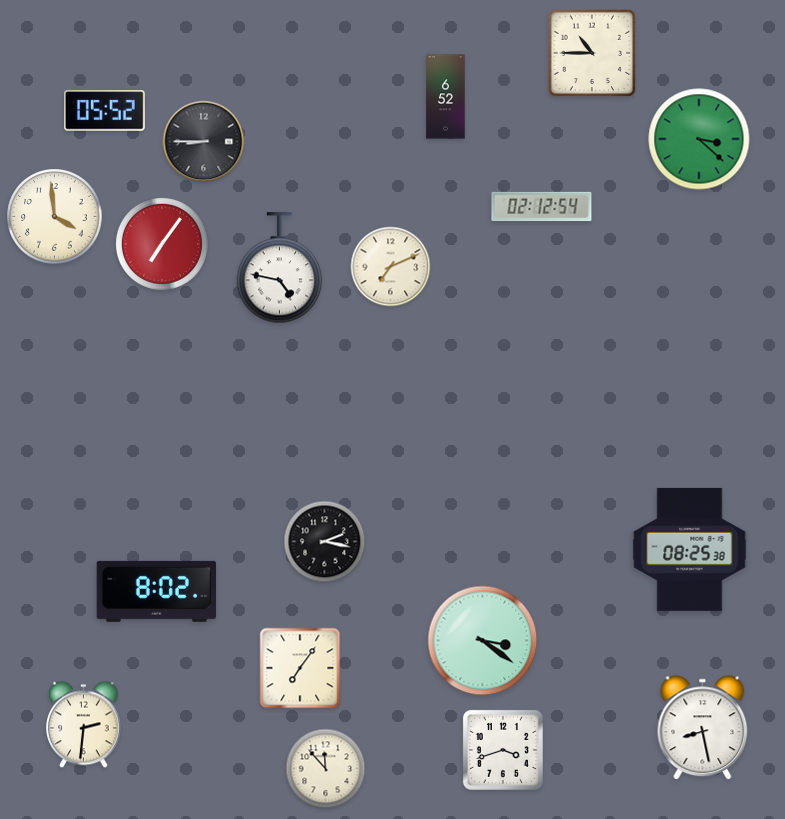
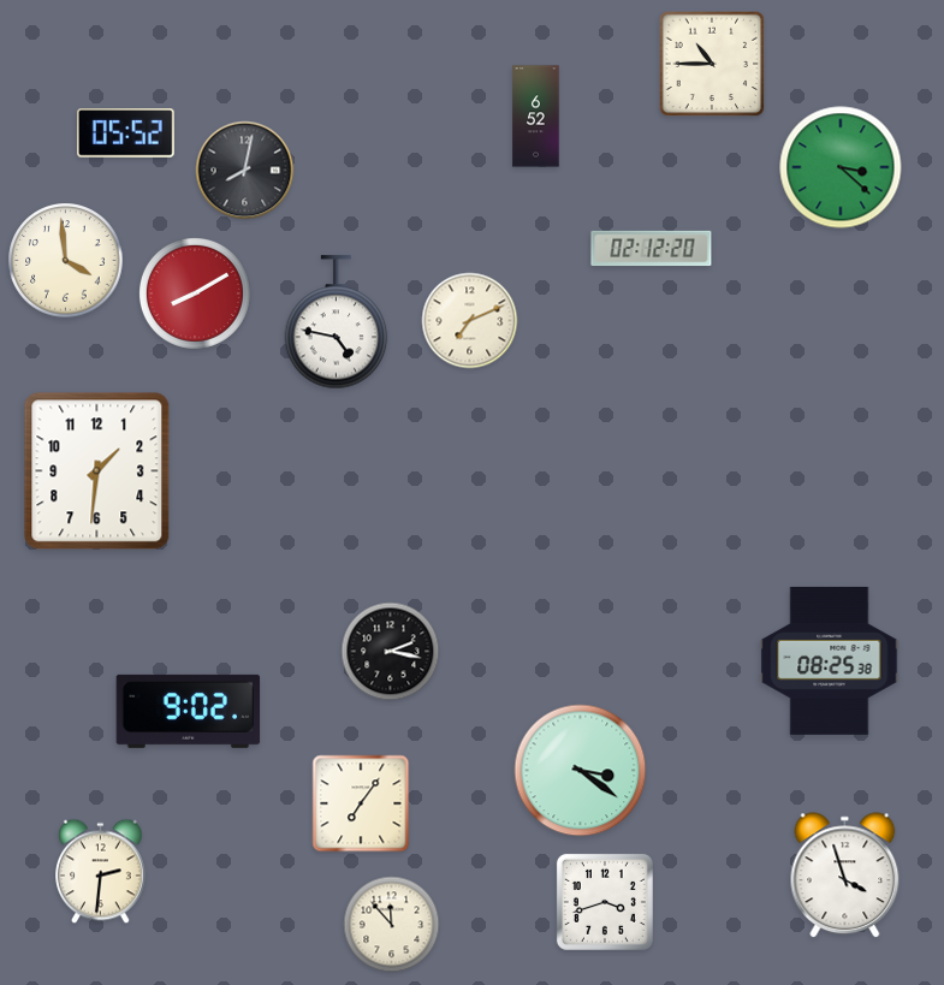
clock at (204, 142): 8:45 -> 8:02
clock at (542, 207): 02:12:54 -> 02:12:20
clock at (162, 244): 7:06 -> 8:10
clock at (97, 471): none -> 1:31
clock at (157, 591): 8:02 -> 9:02
clock at (703, 728): 8:28 -> 3:57
